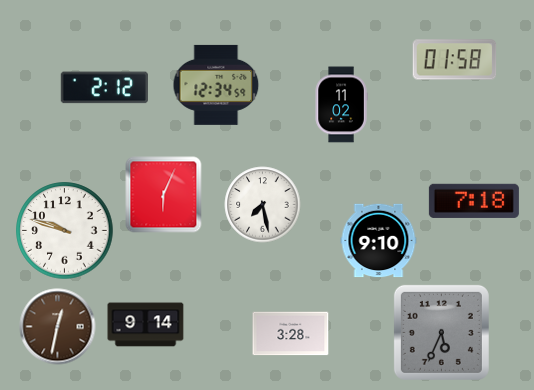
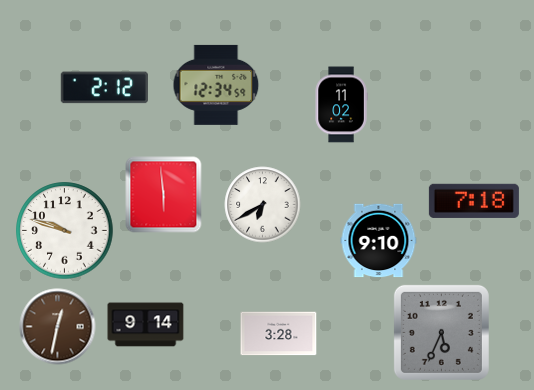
clock at (455, 60): 01:58 -> none
clock at (164, 195): 6:04 -> 5:59
clock at (263, 205): 7:28 -> 6:40
clock at (291, 334) position: (291, 334) -> (279, 334)
